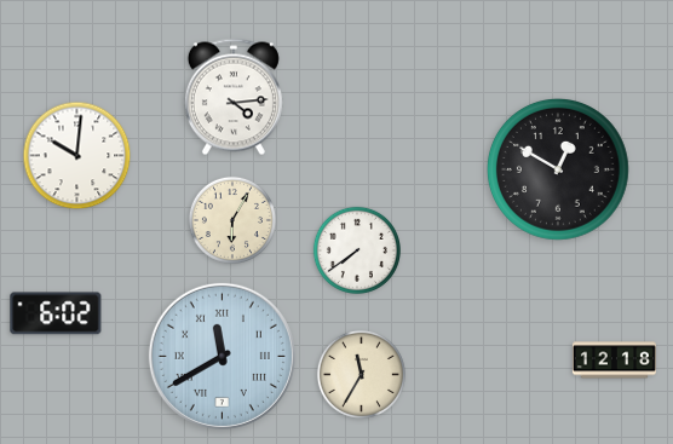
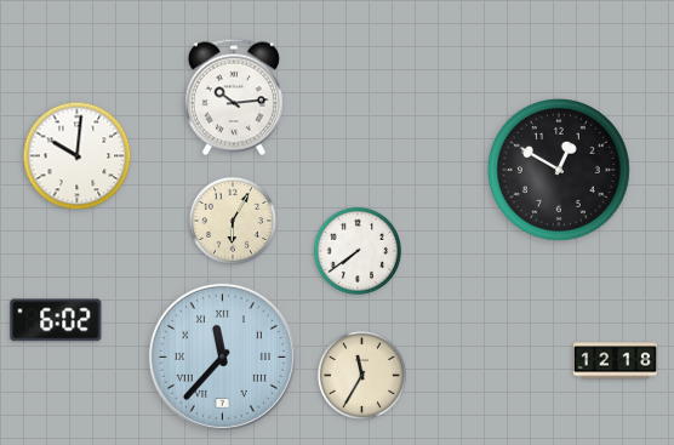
clock at (234, 97): 4:14 -> 10:14
clock at (56, 313) position: (56, 313) -> (56, 320)
clock at (222, 356): 11:40 -> 11:37
